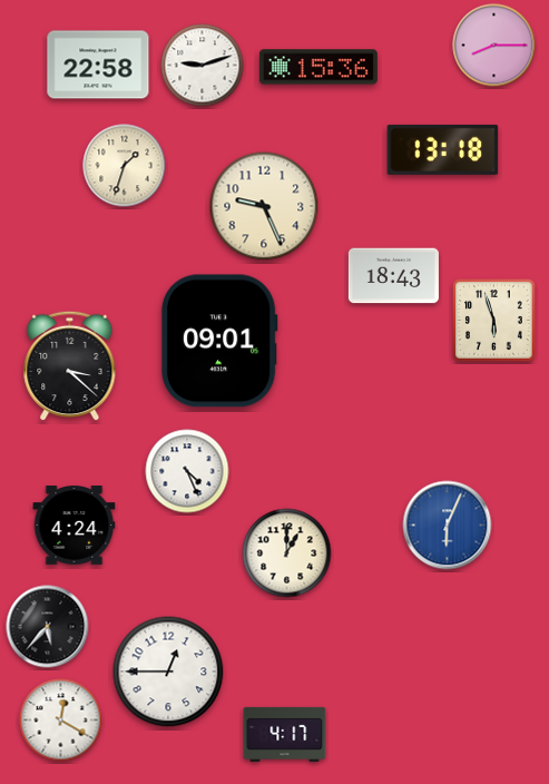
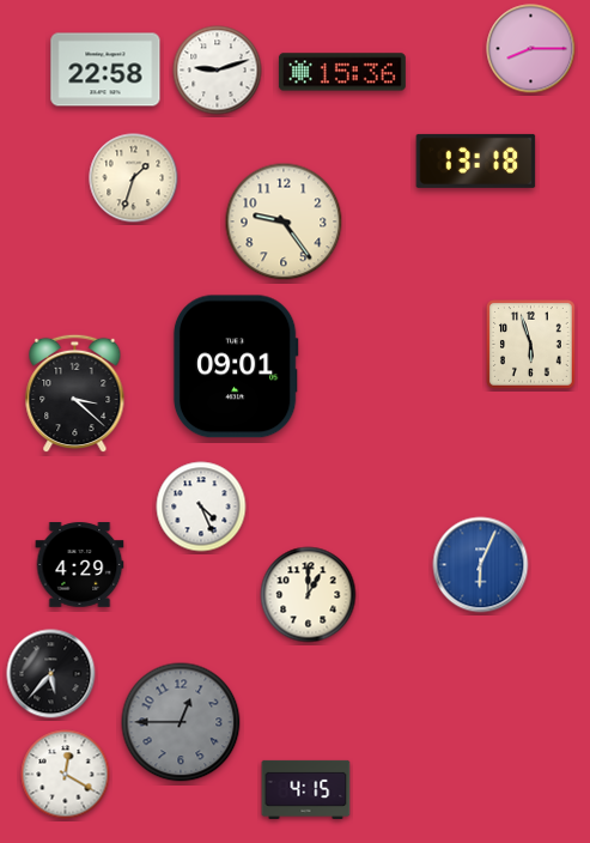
clock at (264, 206): 9:26 -> 9:24
clock at (393, 276): 18:43 -> none
clock at (75, 526): 4:24 -> 4:29
clock at (168, 672) dial: white -> grey
clock at (285, 734): 4:17 -> 4:15
